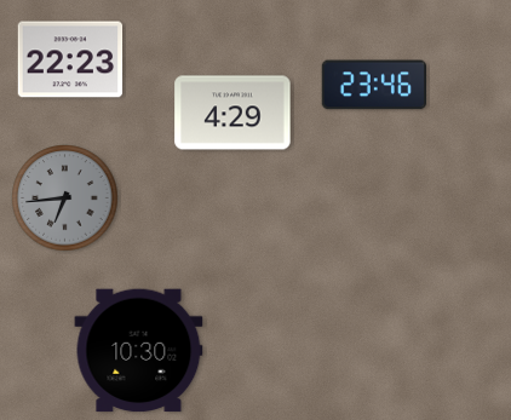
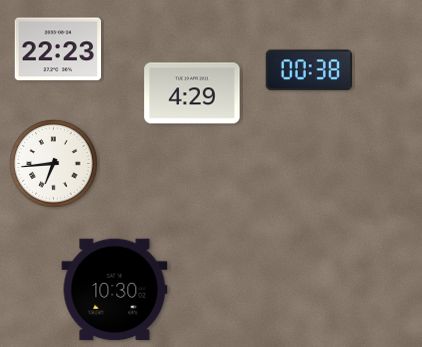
clock at (373, 85): 23:46 -> 00:38
clock at (65, 199) dial: grey -> white
